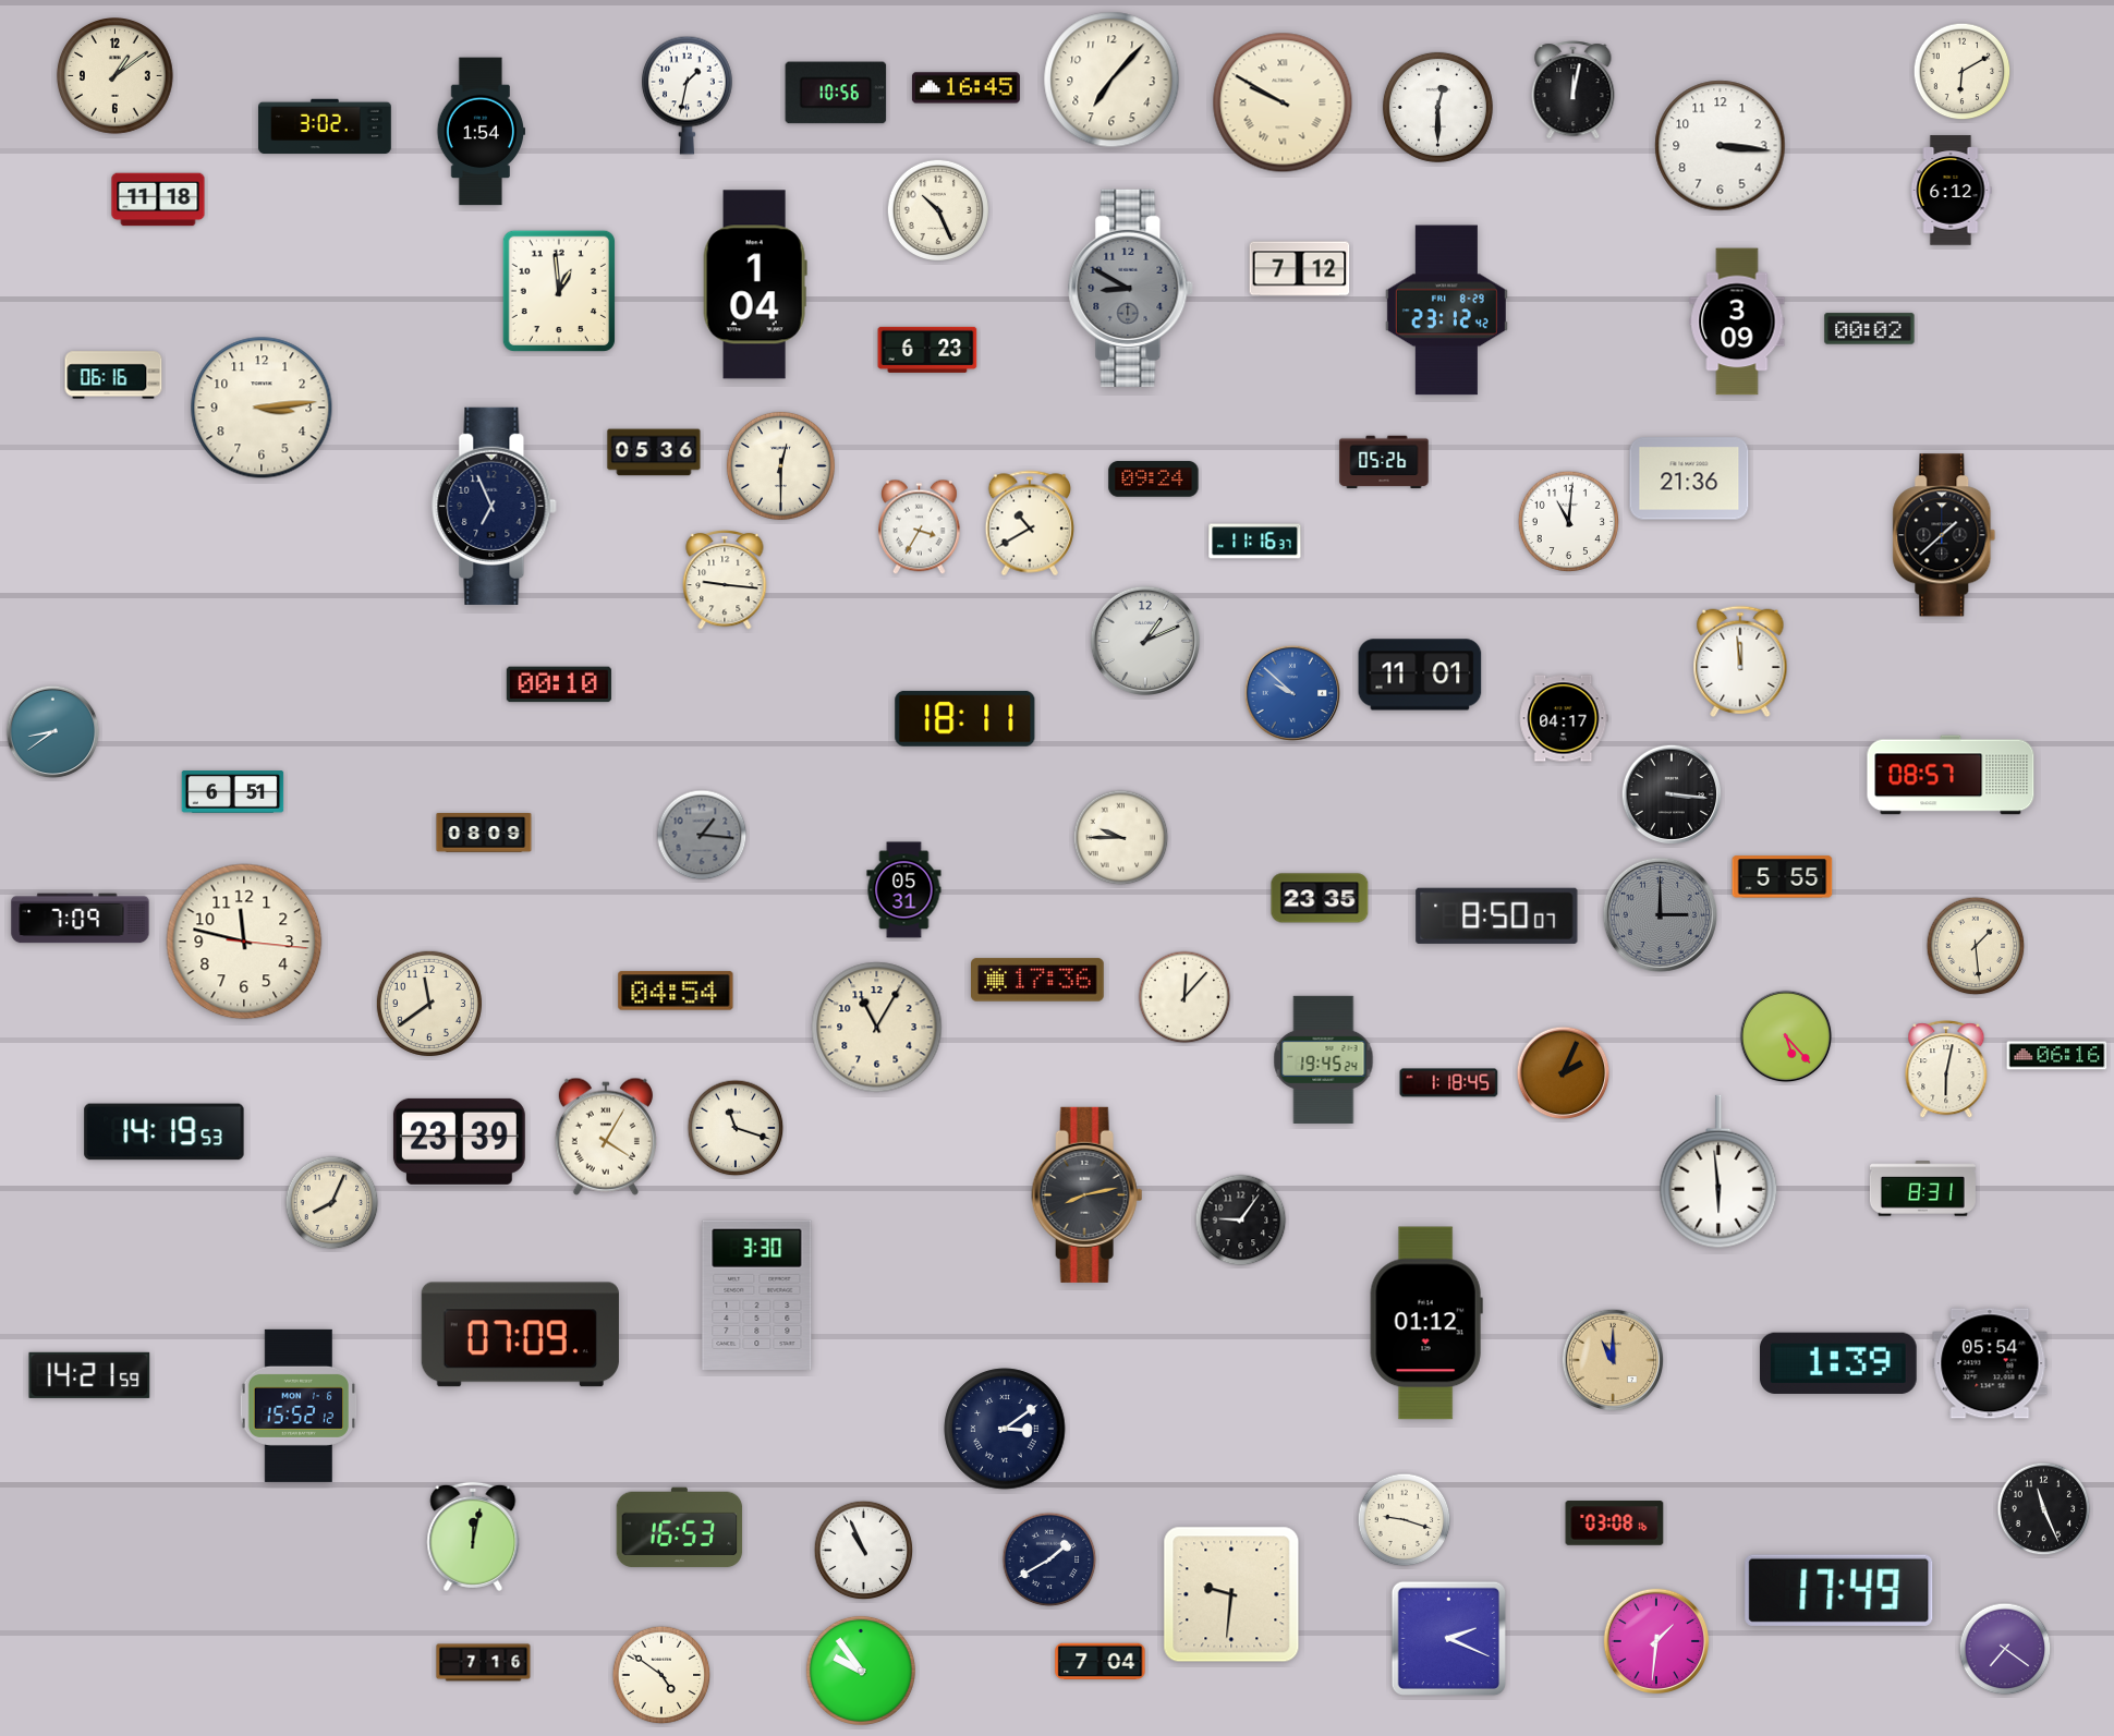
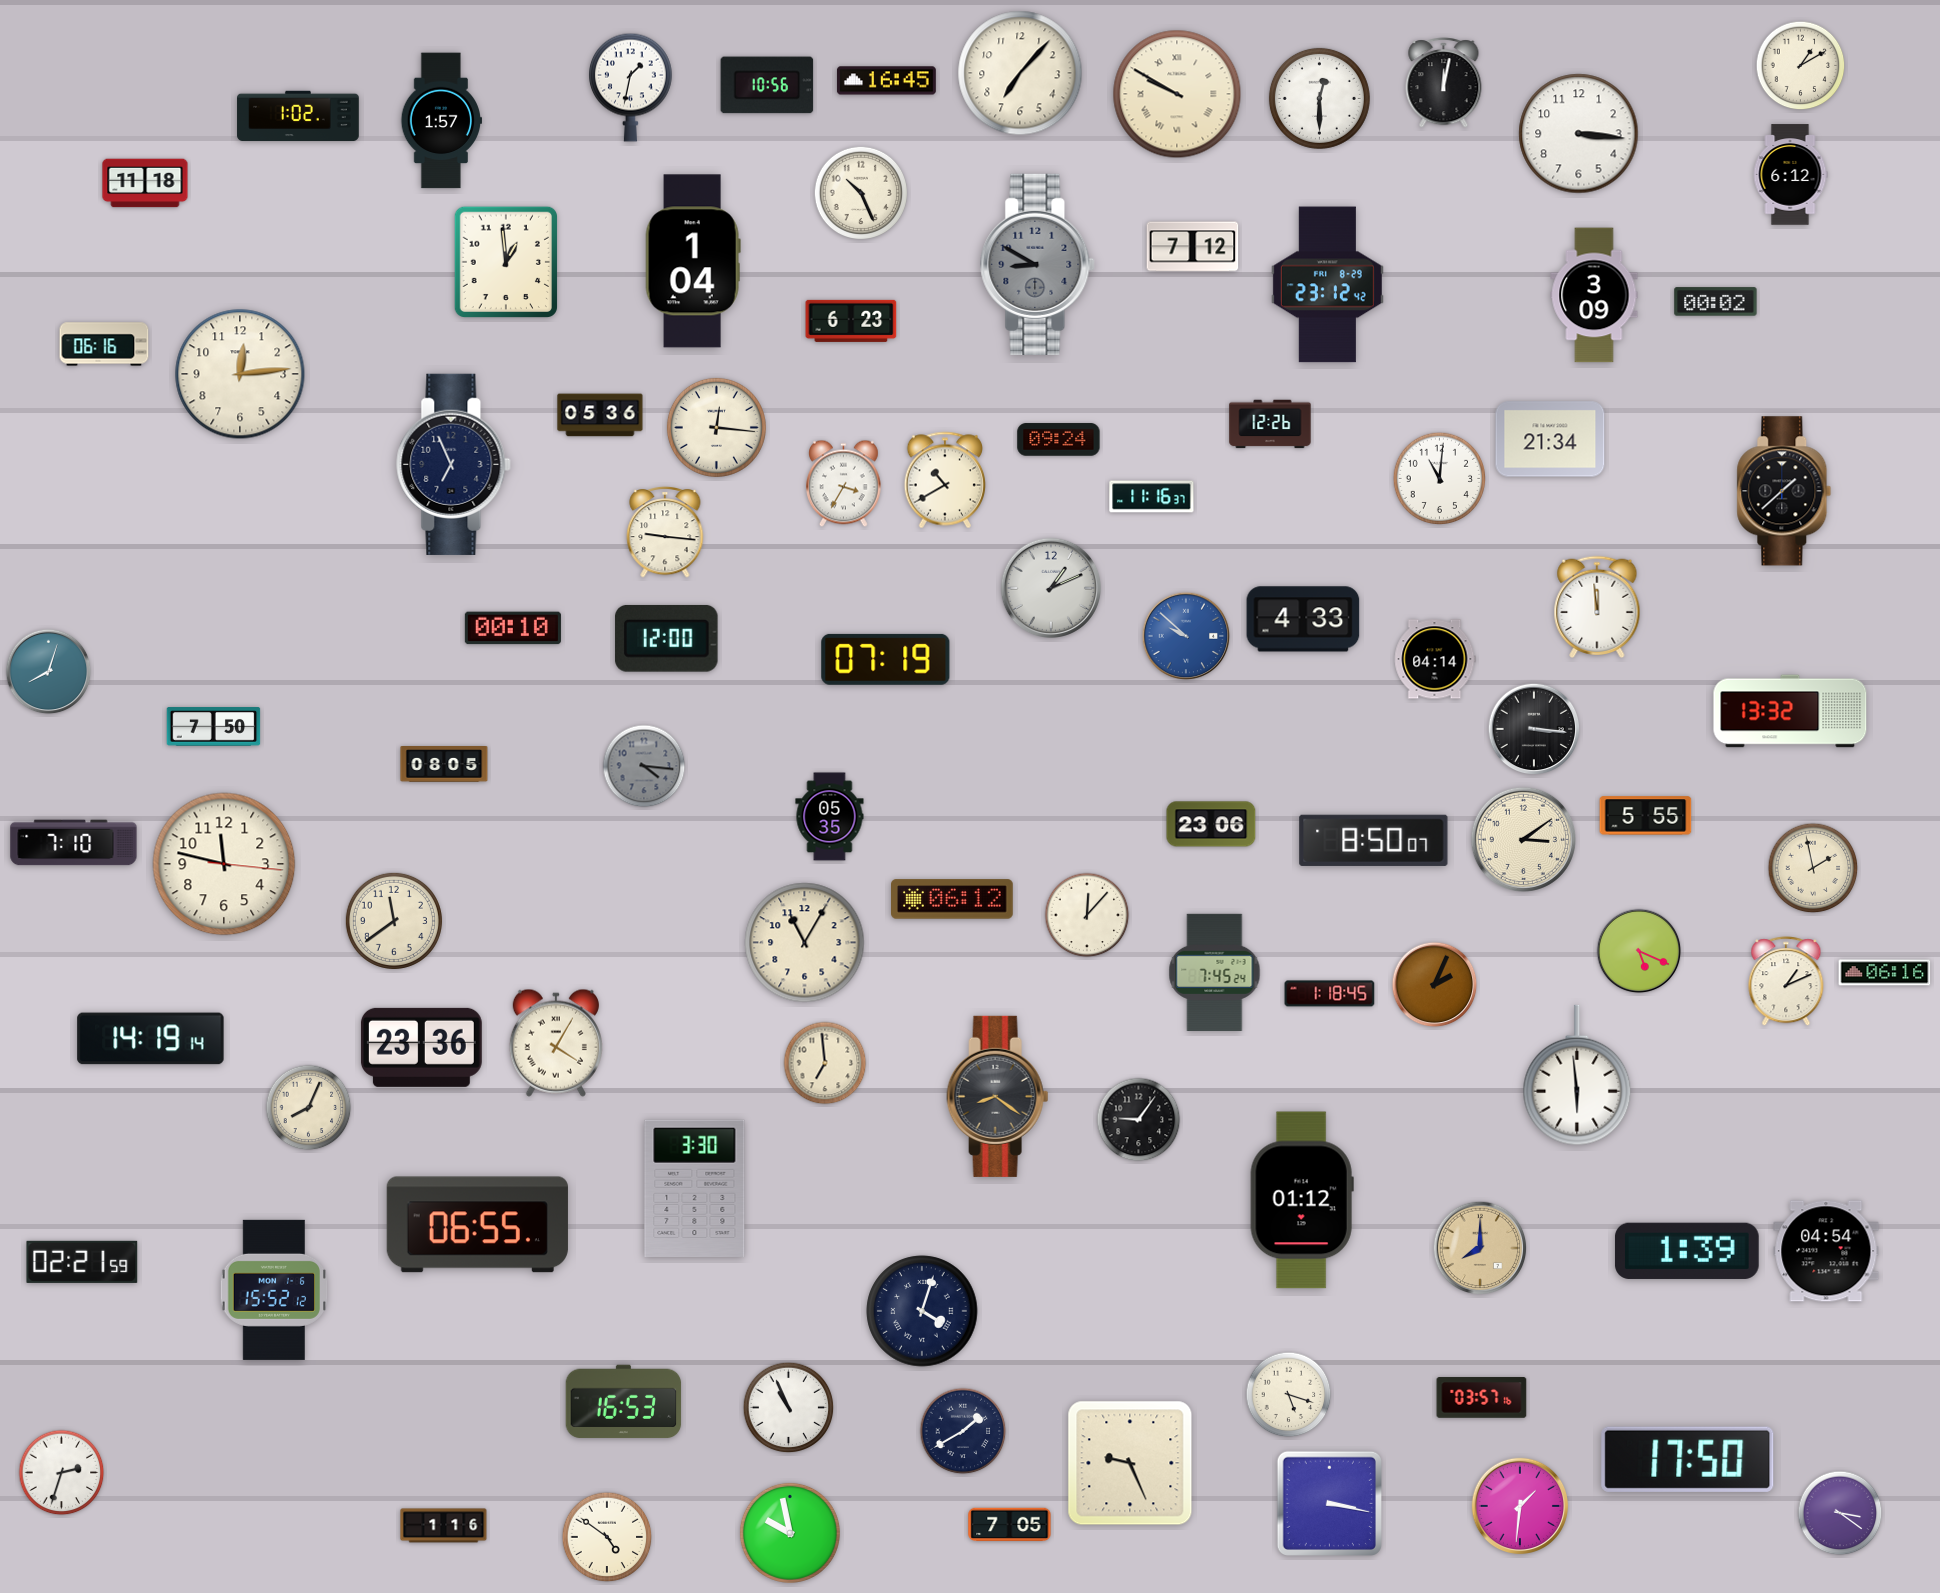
clock at (1963, 72): 6:10 -> 1:10
clock at (116, 76): 1:09 -> none
clock at (325, 126): 3:02 -> 1:02
clock at (481, 132): 1:54 -> 1:57
clock at (558, 290) position: (558, 290) -> (505, 261)
clock at (262, 408): 3:14 -> 12:14
clock at (1384, 462): 05:26 -> 12:26
clock at (780, 465): 12:30 -> 12:16
clock at (1689, 478): 21:36 -> 21:34
clock at (1420, 675): 11:01 -> 4:33
clock at (667, 638): none -> 12:00
clock at (965, 718): 18:11 -> 07:19
clock at (1564, 718): 04:17 -> 04:14
clock at (53, 732): 8:39 -> 8:03
clock at (1951, 775): 08:57 -> 13:32
clock at (233, 792): 6:51 -> 7:50
clock at (484, 834): 08:09 -> 08:05
clock at (702, 835): 1:16 -> 4:16
clock at (1121, 838): 9:45 -> none
clock at (1783, 877) position: (1783, 877) -> (1646, 816)
clock at (904, 890): 05:31 -> 05:35
clock at (1320, 898): 23:35 -> 23:06
clock at (1660, 914): 3:00 -> 3:09
clock at (1660, 914) dial: grey -> cream
clock at (81, 919): 7:09 -> 7:10
clock at (1976, 946): 1:29 -> 1:58
clock at (1037, 980): 17:36 -> 06:12
clock at (676, 991): 04:54 -> none
clock at (1786, 1036): 5:23 -> 5:19
clock at (2057, 1056) position: (2057, 1056) -> (1885, 973)
clock at (1324, 1059): 19:45 -> 7:45
clock at (1946, 1070): 6:02 -> 1:11
clock at (736, 1128): 11:18 -> none
clock at (165, 1132): 14:19:53 -> 14:19:14
clock at (459, 1141): 23:39 -> 23:36
clock at (825, 1063): none -> 6:59
clock at (1922, 1189): 8:31 -> none
clock at (1088, 1194): 8:13 -> 8:21
clock at (332, 1203) position: (332, 1203) -> (309, 1108)
clock at (1426, 1323) position: (1426, 1323) -> (1302, 1200)
clock at (520, 1335): 07:09 -> 06:55
clock at (1613, 1360): 11:00 -> 8:00
clock at (1990, 1363): 05:54 -> 04:54
clock at (89, 1375): 14:21 -> 02:21
clock at (1005, 1429): 3:09 -> 4:03
clock at (2044, 1509): 11:26 -> none
clock at (1405, 1520): 9:18 -> 5:18
clock at (1615, 1523): 03:08 -> 03:57
clock at (473, 1537): 12:02 -> none
clock at (864, 1551) position: (864, 1551) -> (789, 1408)
clock at (1839, 1590): 17:49 -> 17:50
clock at (1231, 1594): 9:31 -> 9:26
clock at (62, 1473): none -> 2:33
clock at (1448, 1638): 2:19 -> 3:17
clock at (2005, 1649): 7:21 -> 3:21
clock at (1101, 1662): 7:04 -> 7:05
clock at (484, 1663): 7:16 -> 1:16
clock at (861, 1671): 9:54 -> 9:58
